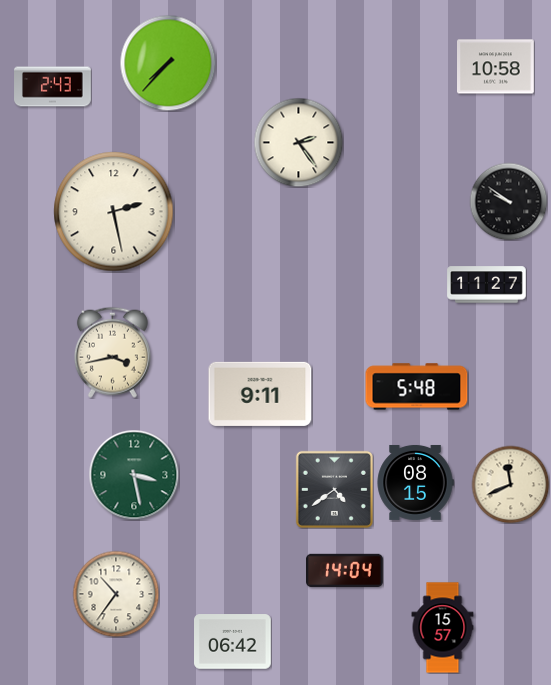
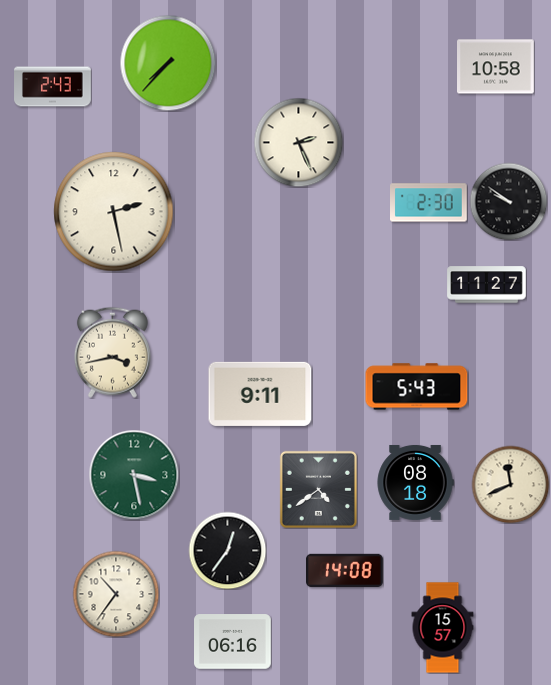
clock at (298, 142): 2:24 -> 2:26
clock at (429, 203): none -> 2:30
clock at (417, 387): 5:48 -> 5:43
clock at (415, 482): 08:15 -> 08:18
clock at (334, 489) position: (334, 489) -> (318, 489)
clock at (227, 550): none -> 12:36
clock at (345, 570): 14:04 -> 14:08
clock at (233, 642): 06:42 -> 06:16
